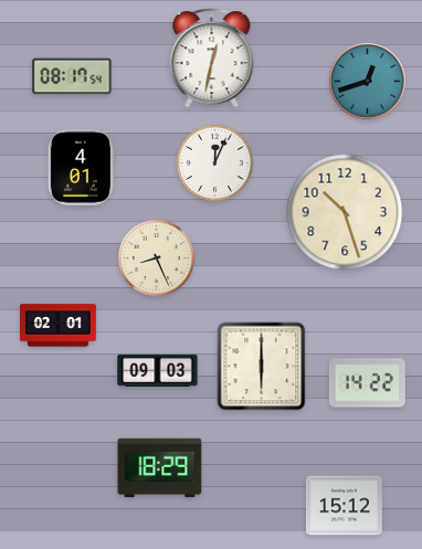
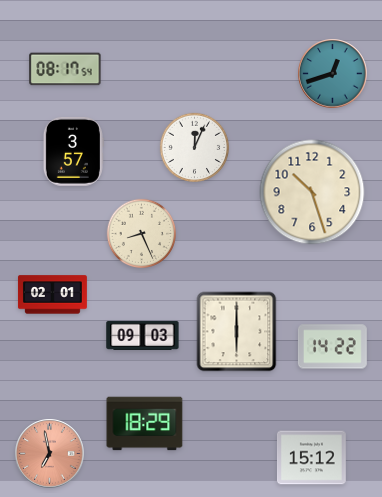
clock at (212, 59): 12:32 -> none
clock at (81, 167): 4:01 -> 3:57
clock at (50, 454): none -> 6:58
